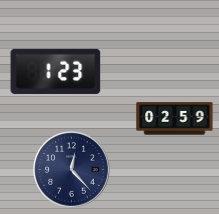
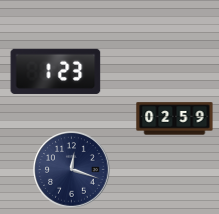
clock at (72, 170): 12:23 -> 12:18
